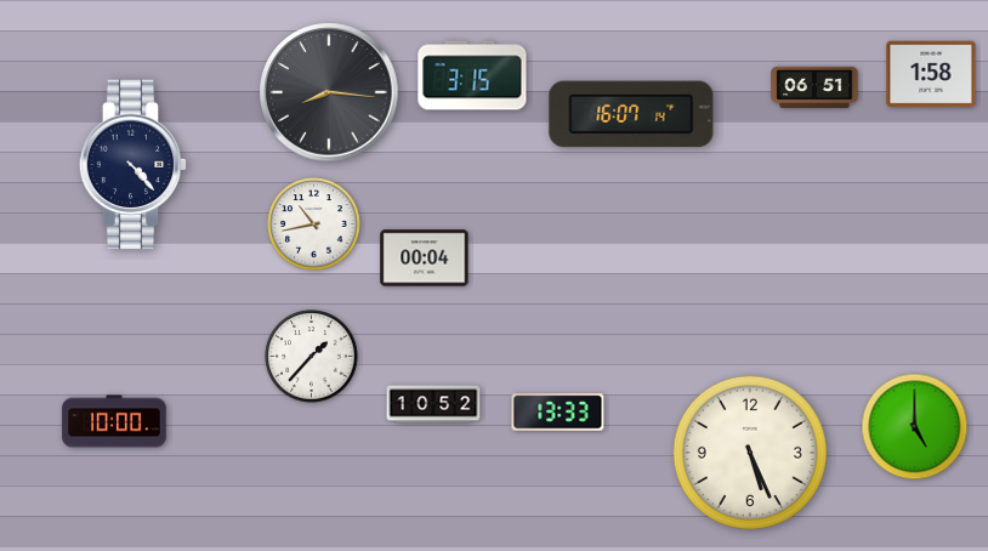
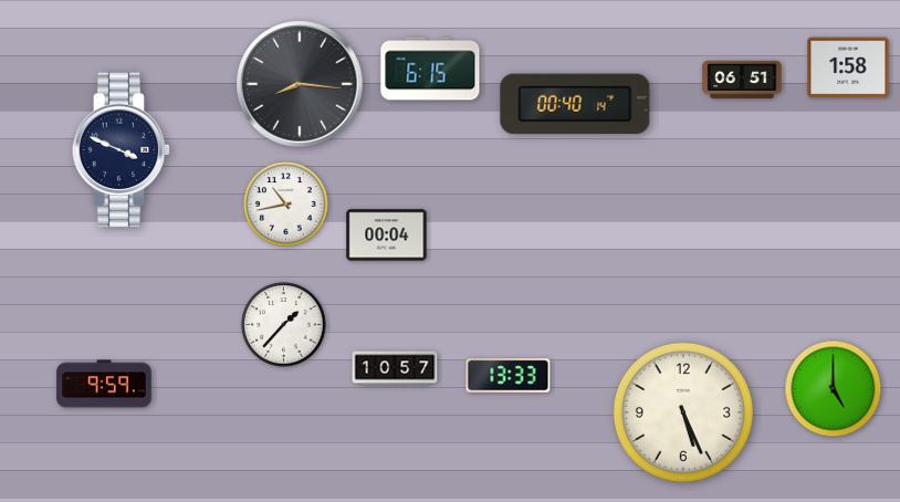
clock at (472, 75): 3:15 -> 6:15
clock at (631, 114): 16:07 -> 00:40
clock at (134, 165): 4:23 -> 3:49
clock at (433, 404): 10:52 -> 10:57
clock at (114, 421): 10:00 -> 9:59
